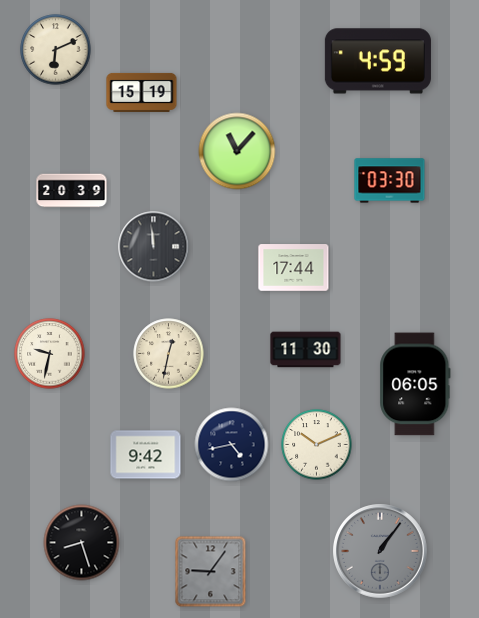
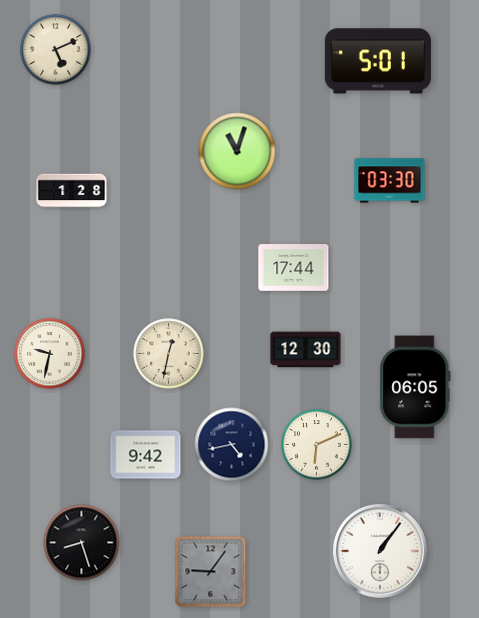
clock at (56, 50): 6:11 -> 5:11
clock at (378, 61): 4:59 -> 5:01
clock at (142, 92): 15:19 -> none
clock at (237, 151): 11:07 -> 11:03
clock at (72, 191): 20:39 -> 1:28
clock at (154, 247): 11:59 -> none
clock at (306, 350): 11:30 -> 12:30
clock at (415, 384) position: (415, 384) -> (415, 387)
clock at (317, 445): 10:11 -> 6:11
clock at (381, 552) dial: grey -> white
